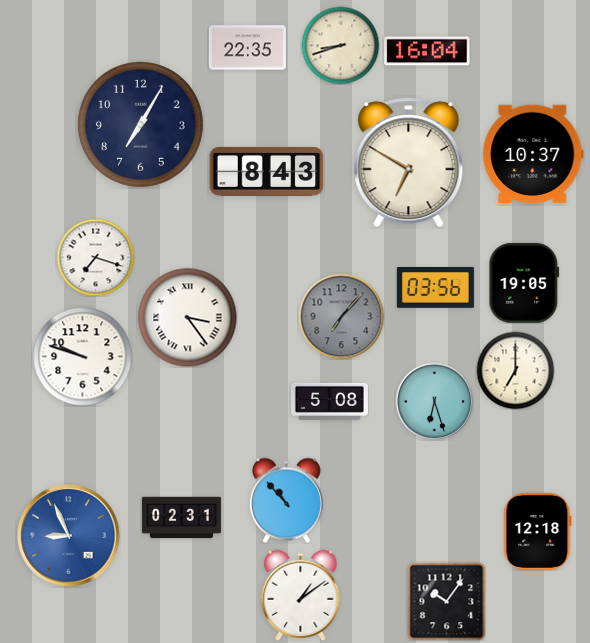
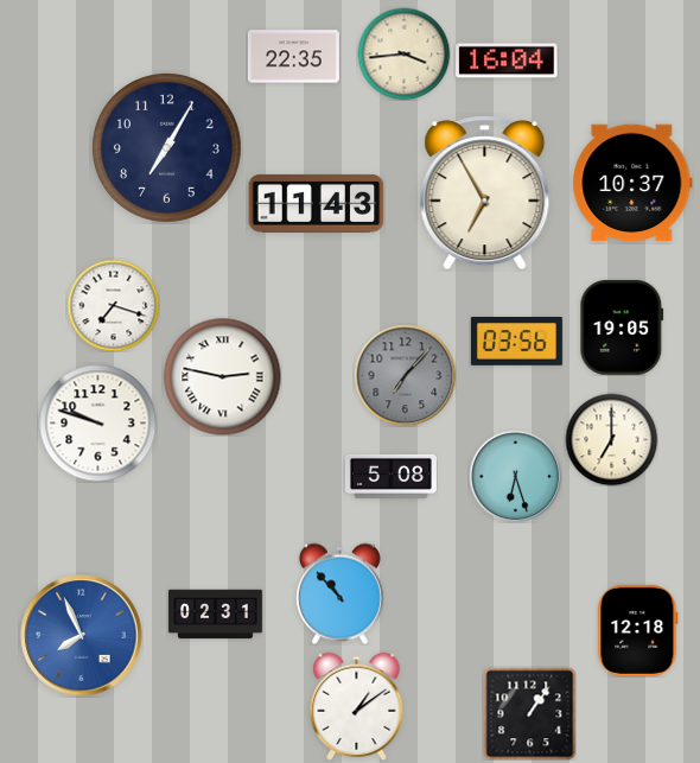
clock at (340, 45): 8:42 -> 3:44
clock at (409, 163): 6:50 -> 6:55
clock at (267, 171): 8:43 -> 11:43
clock at (524, 283) position: (524, 283) -> (622, 328)
clock at (188, 318): 3:24 -> 2:47
clock at (69, 536): 8:56 -> 7:56
clock at (446, 601): 10:06 -> 1:06
